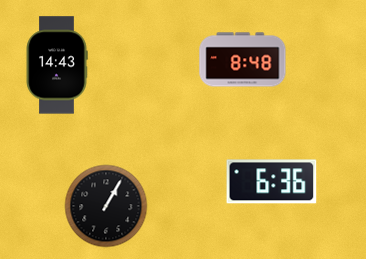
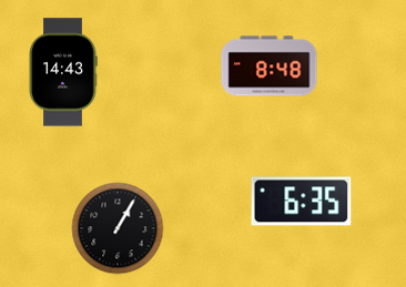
clock at (272, 182): 6:36 -> 6:35
